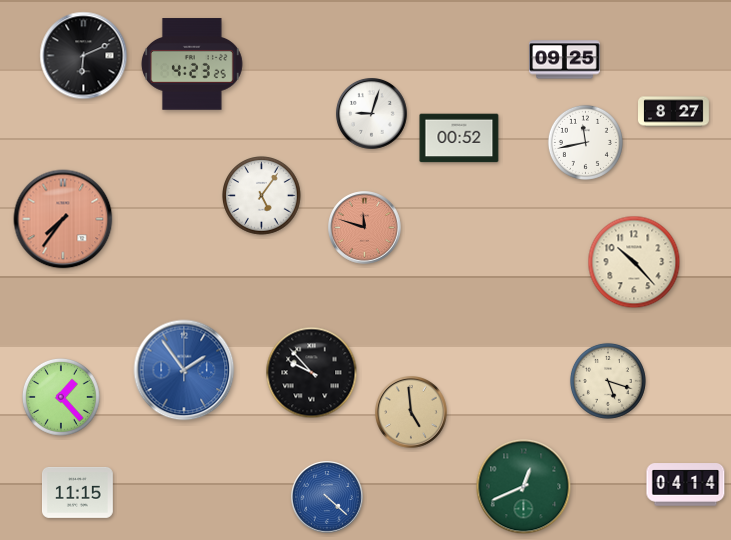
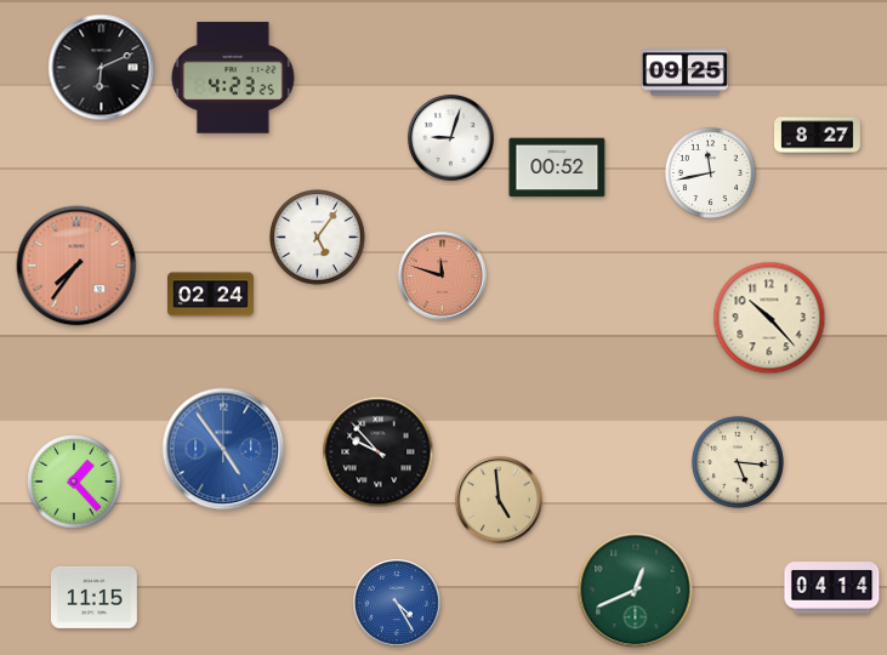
clock at (211, 295): none -> 02:24
clock at (184, 370): 1:54 -> 4:54
clock at (608, 381): 5:18 -> 5:16
clock at (328, 498): 4:22 -> 4:25
